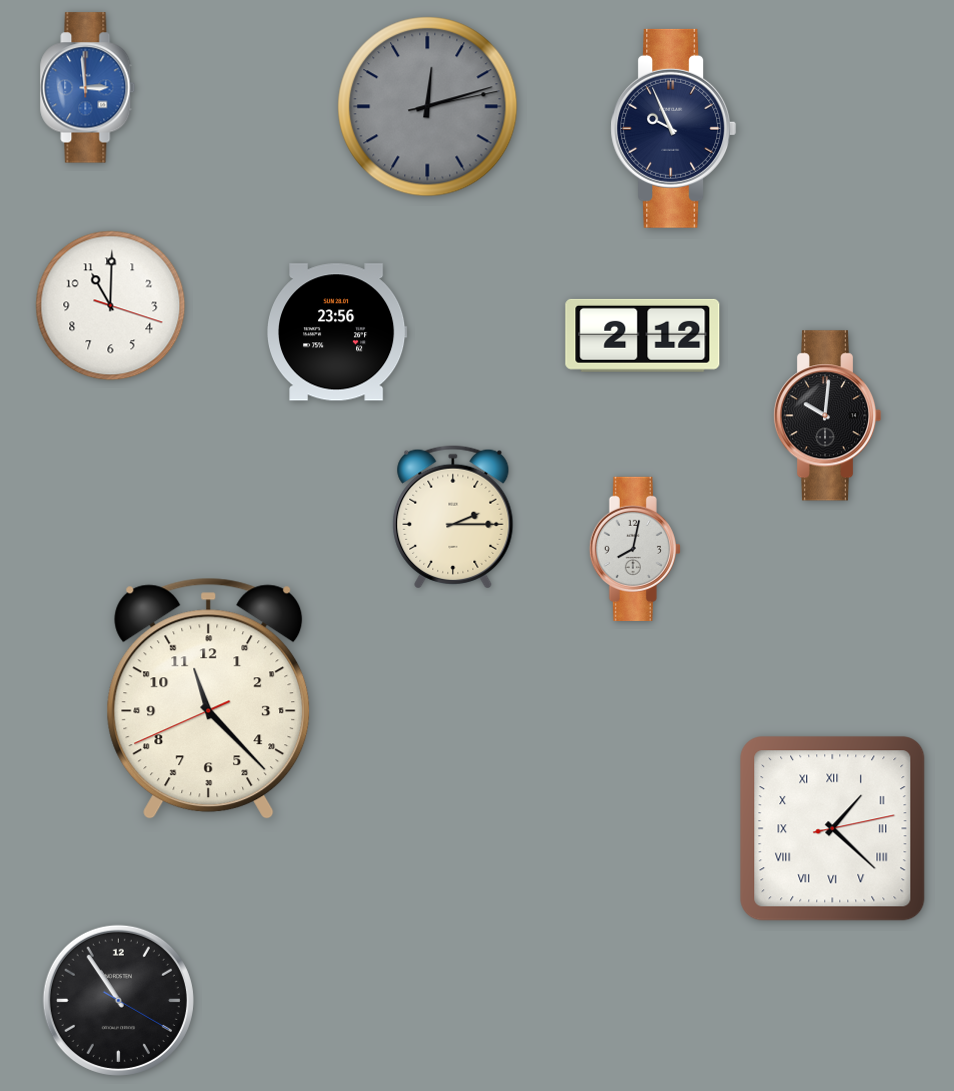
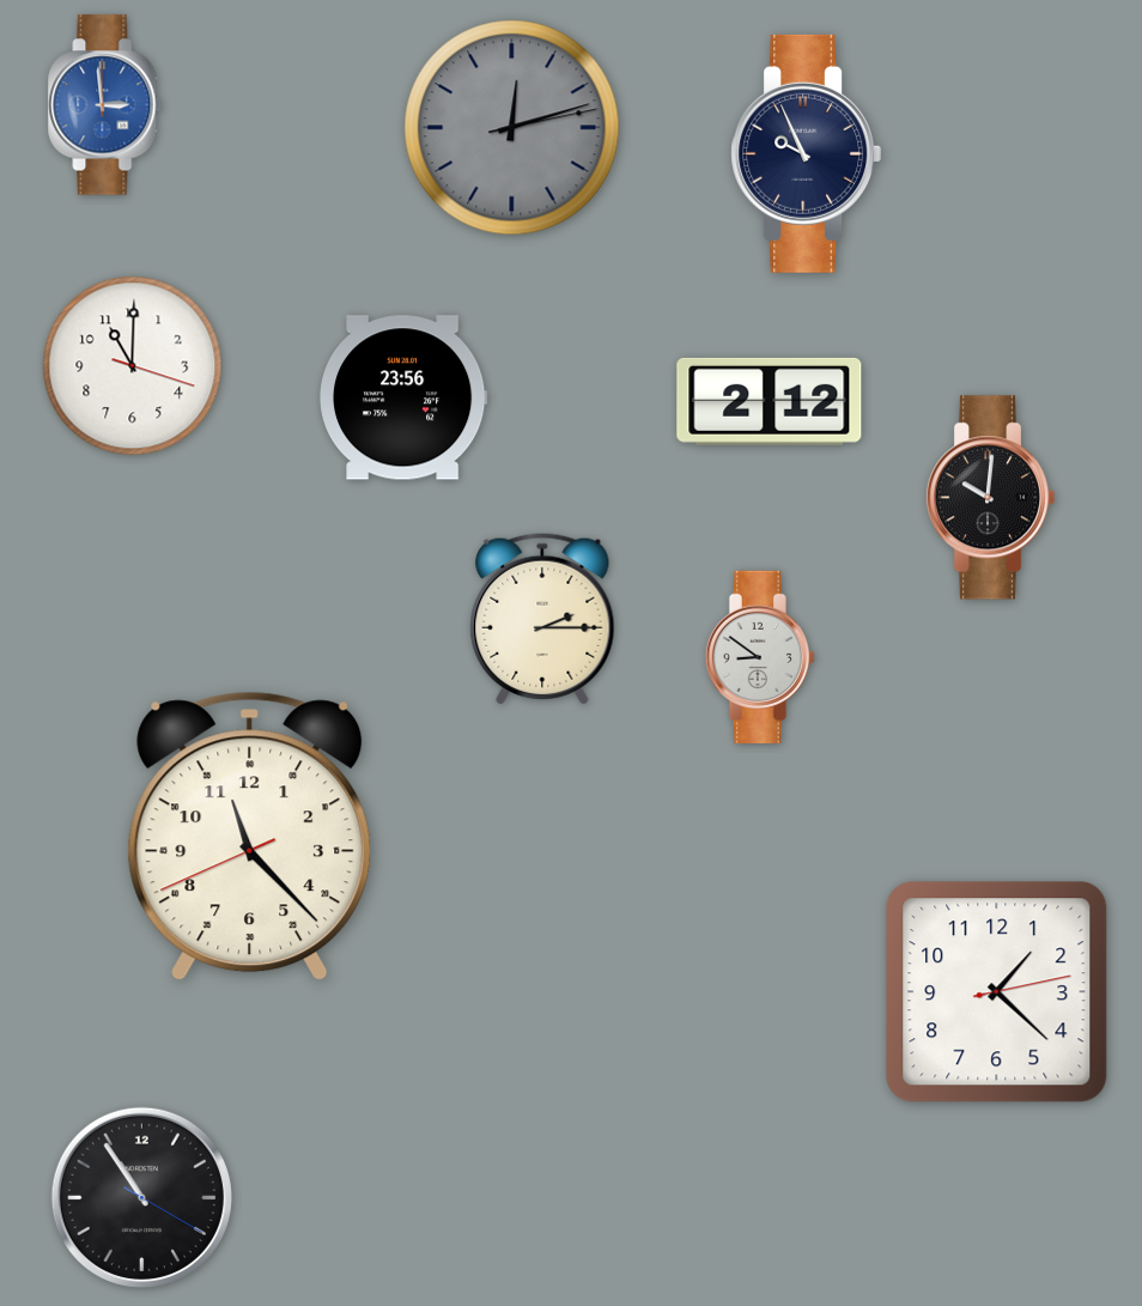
clock at (635, 549): 8:02 -> 8:51
clock at (833, 829) numerals: Roman -> Arabic
